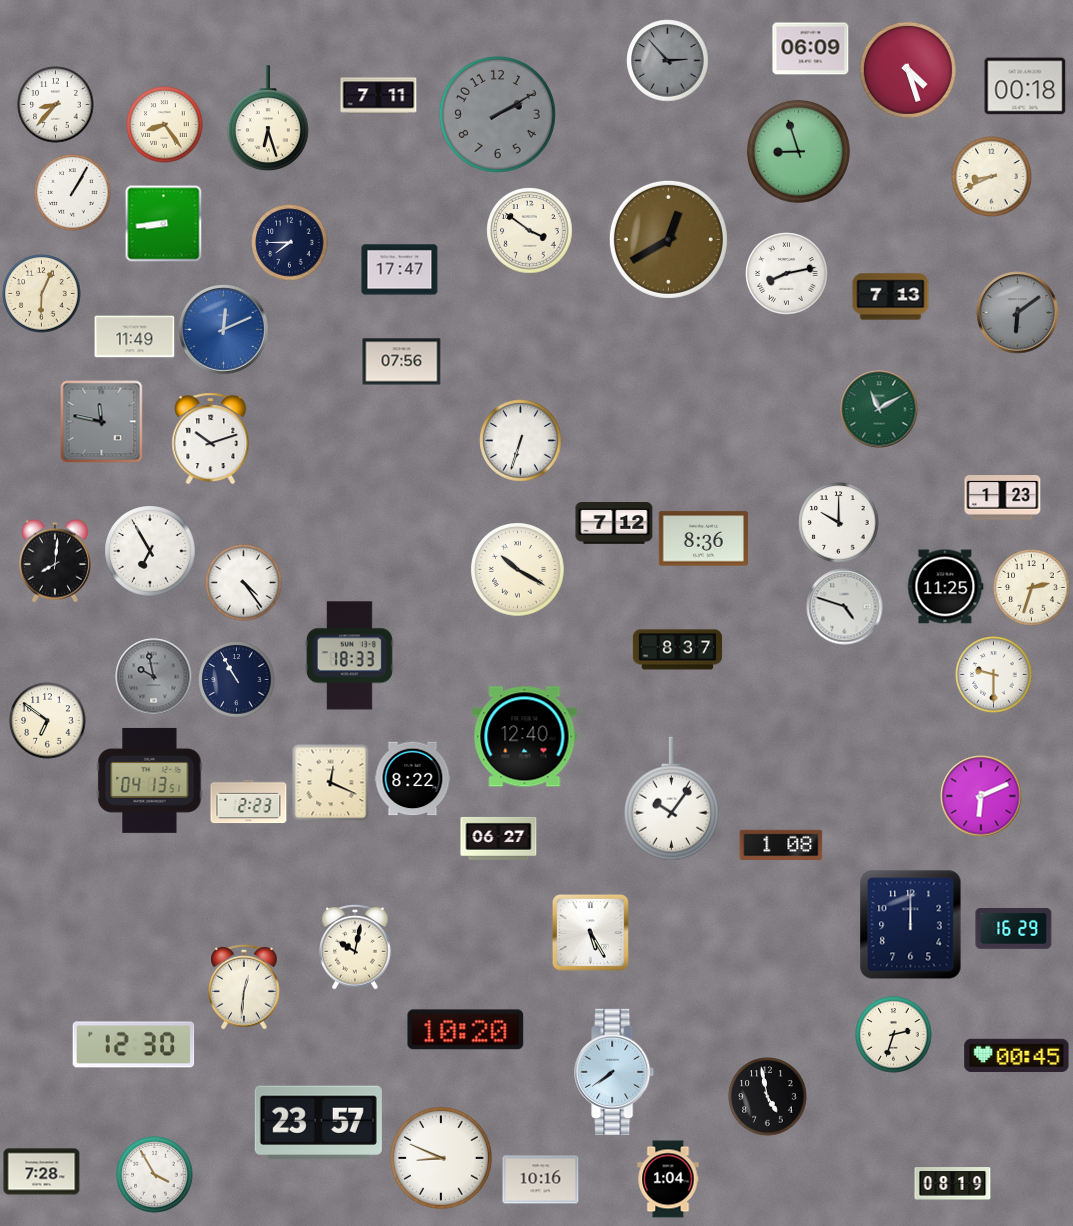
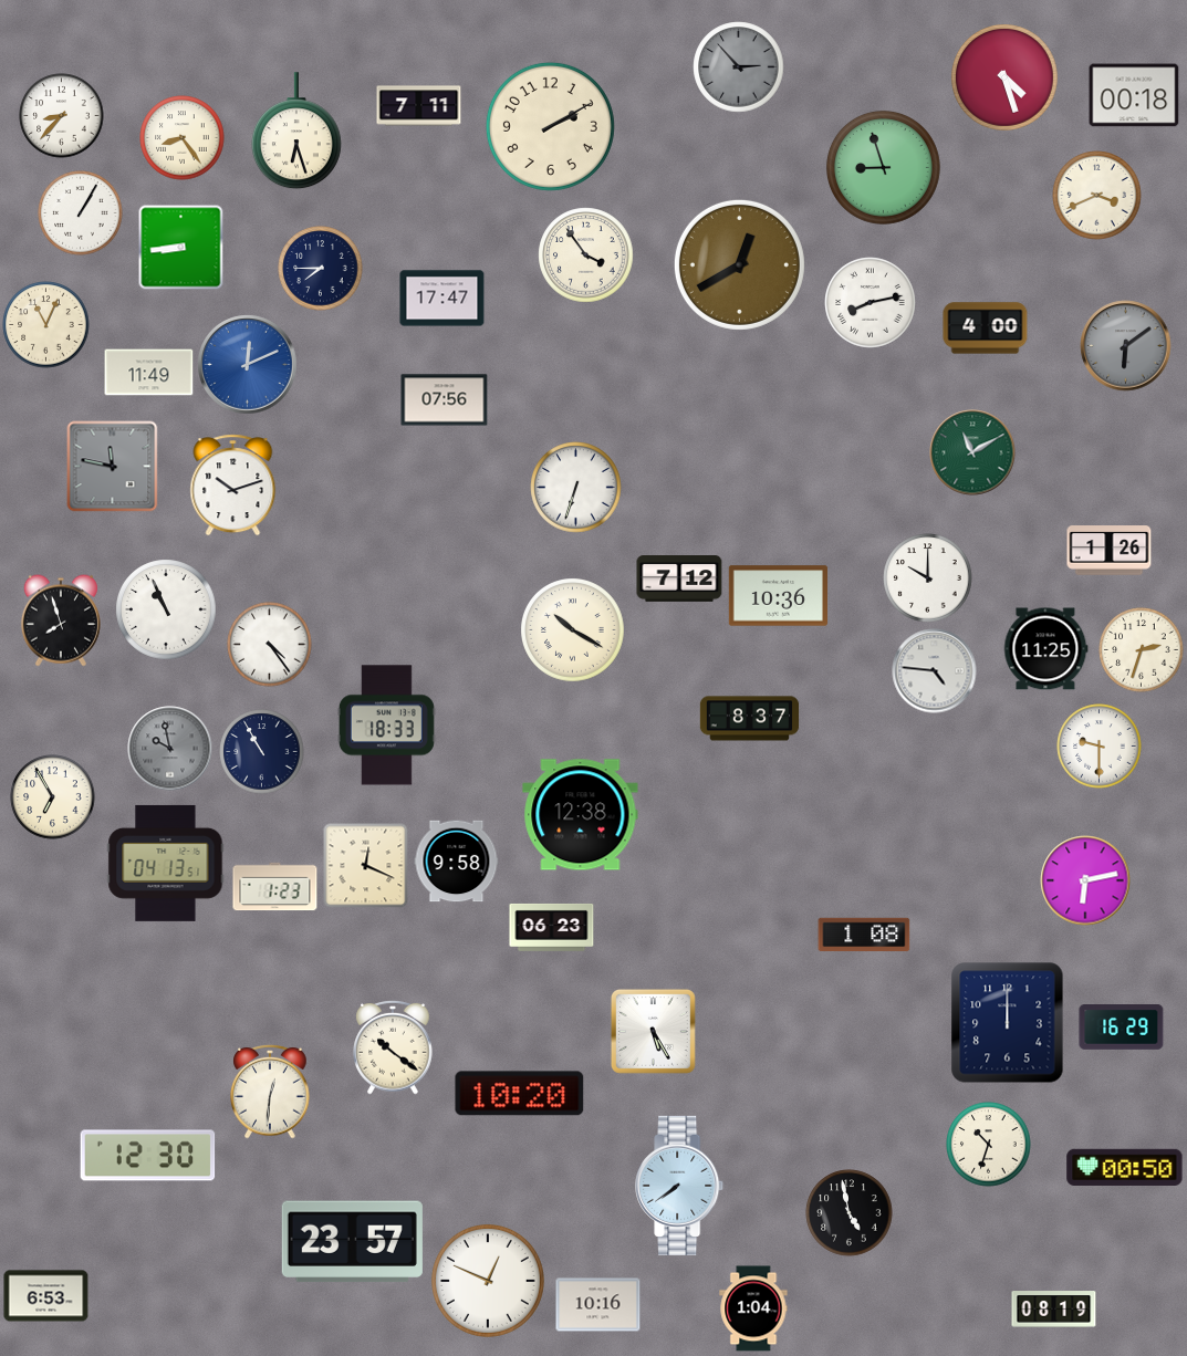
clock at (811, 49): 06:09 -> none
clock at (497, 114) dial: grey -> cream
clock at (992, 177): 8:41 -> 3:41
clock at (530, 231): 3:51 -> 3:54
clock at (42, 294): 6:04 -> 11:04
clock at (891, 297): 7:13 -> 4:00
clock at (1003, 498): 1:23 -> 1:26
clock at (703, 539): 8:36 -> 10:36
clock at (150, 551): 6:55 -> 10:56
clock at (55, 561): 8:01 -> 7:57
clock at (845, 607): 4:48 -> 4:46
clock at (48, 721): 6:51 -> 6:55
clock at (525, 737): 12:40 -> 12:38
clock at (413, 779): 8:22 -> 9:58
clock at (981, 796): 6:11 -> 6:13
clock at (671, 799): 10:06 -> none
clock at (249, 802): 2:23 -> 1:23
clock at (499, 838): 06:27 -> 06:23
clock at (355, 947): 10:02 -> 10:21
clock at (466, 1030) position: (466, 1030) -> (520, 1094)
clock at (894, 1035): 2:33 -> 10:33
clock at (1017, 1055): 00:45 -> 00:50
clock at (441, 1158): 8:49 -> 12:49
clock at (42, 1172): 7:28 -> 6:53
clock at (155, 1175): 3:55 -> none
clock at (668, 1179) position: (668, 1179) -> (753, 1308)
